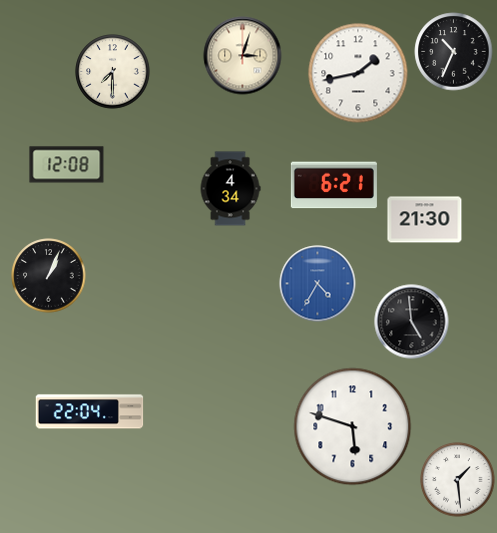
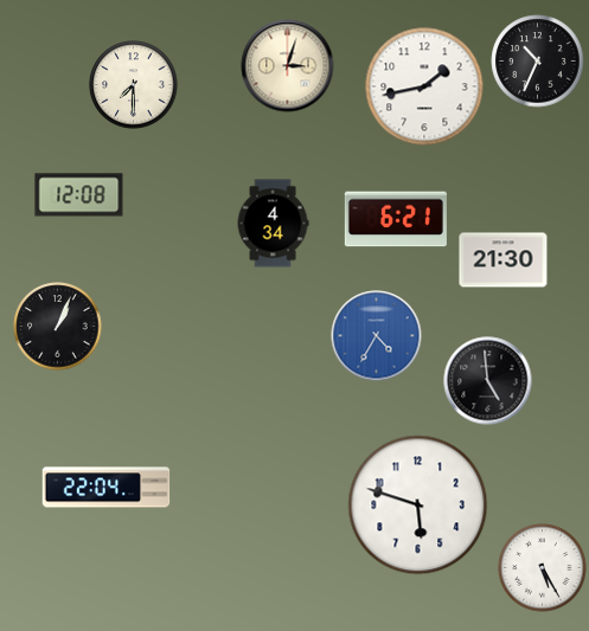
clock at (458, 480): 1:29 -> 5:25
